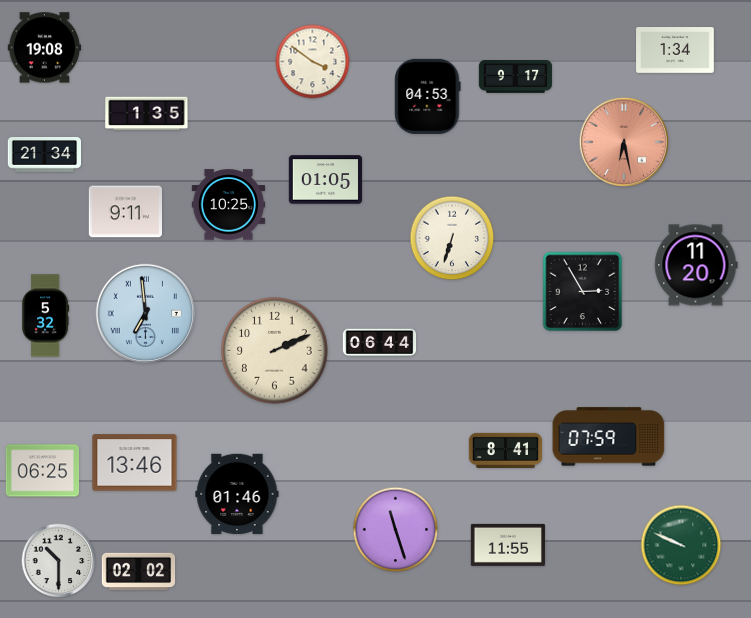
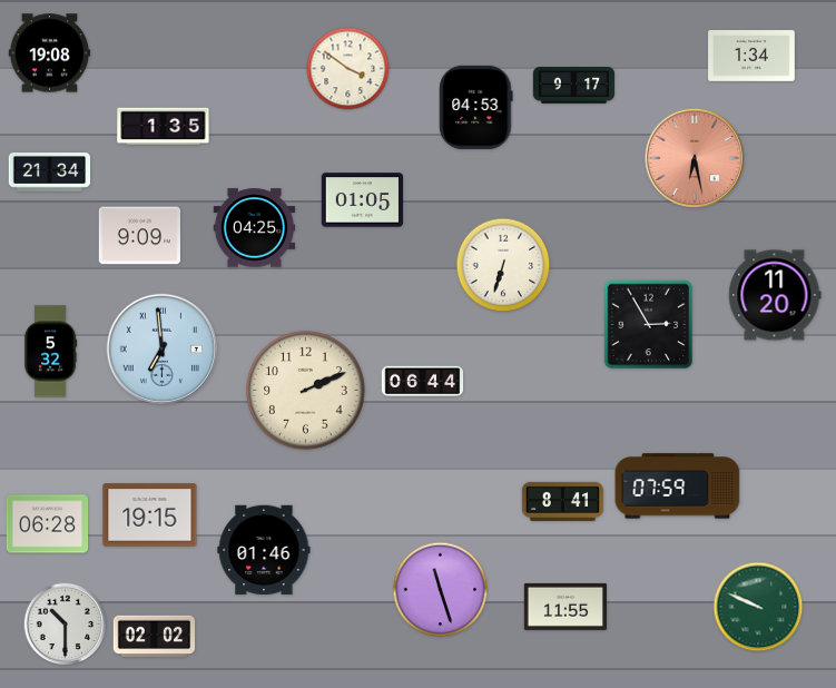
clock at (229, 205): 10:25 -> 04:25
clock at (125, 212): 9:11 -> 9:09
clock at (135, 463): 13:46 -> 19:15
clock at (43, 471): 06:25 -> 06:28
